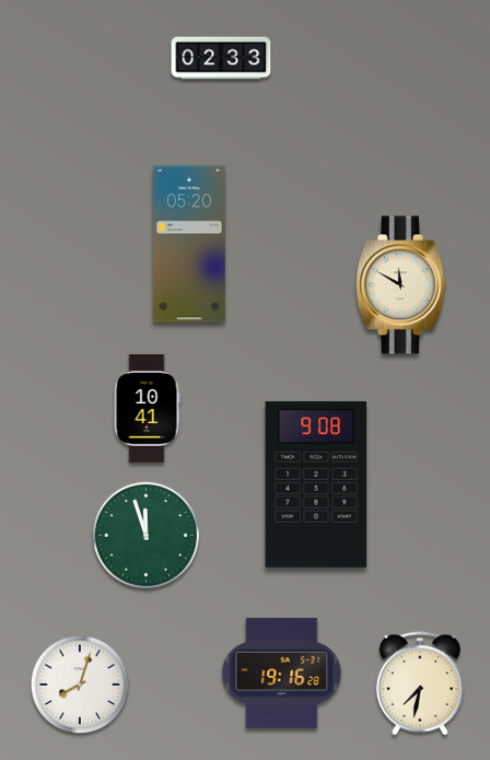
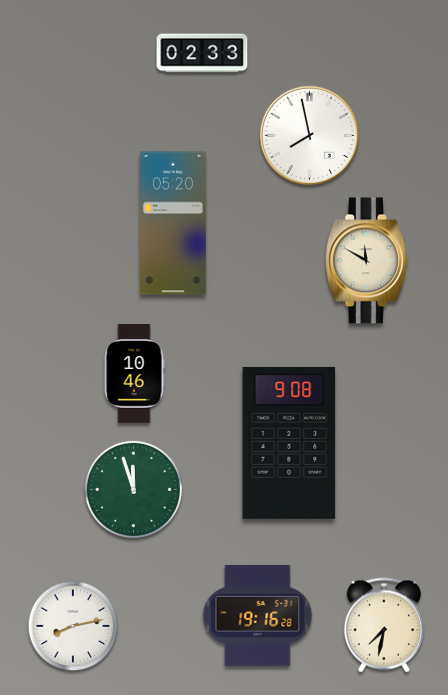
clock at (309, 135): none -> 7:58
clock at (147, 409): 10:41 -> 10:46
clock at (80, 685): 8:03 -> 8:13
